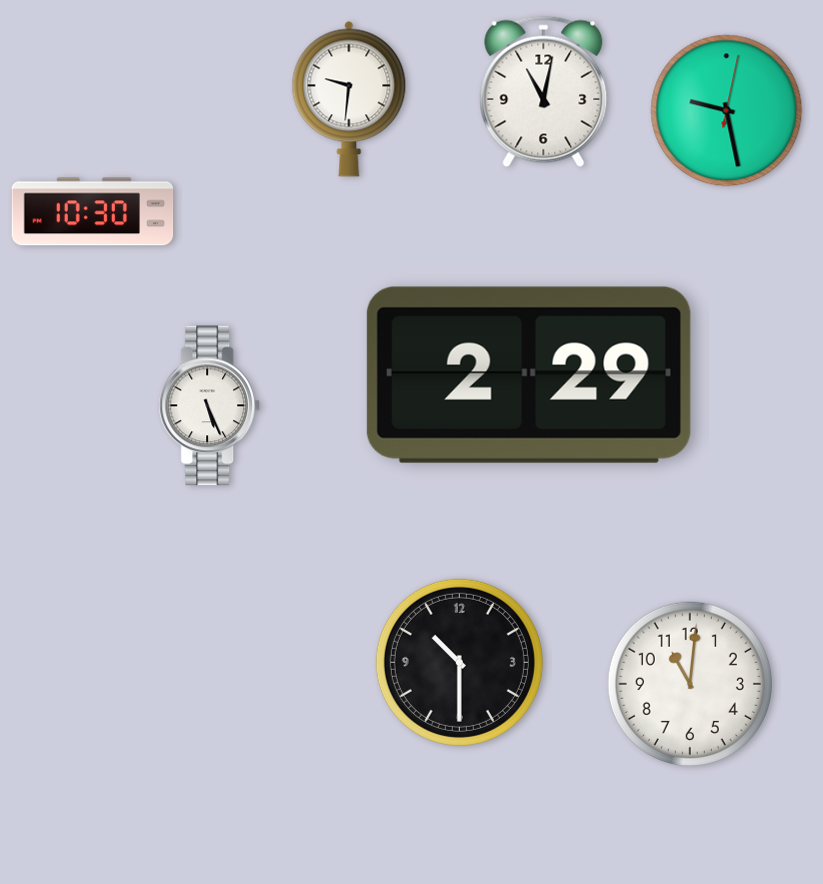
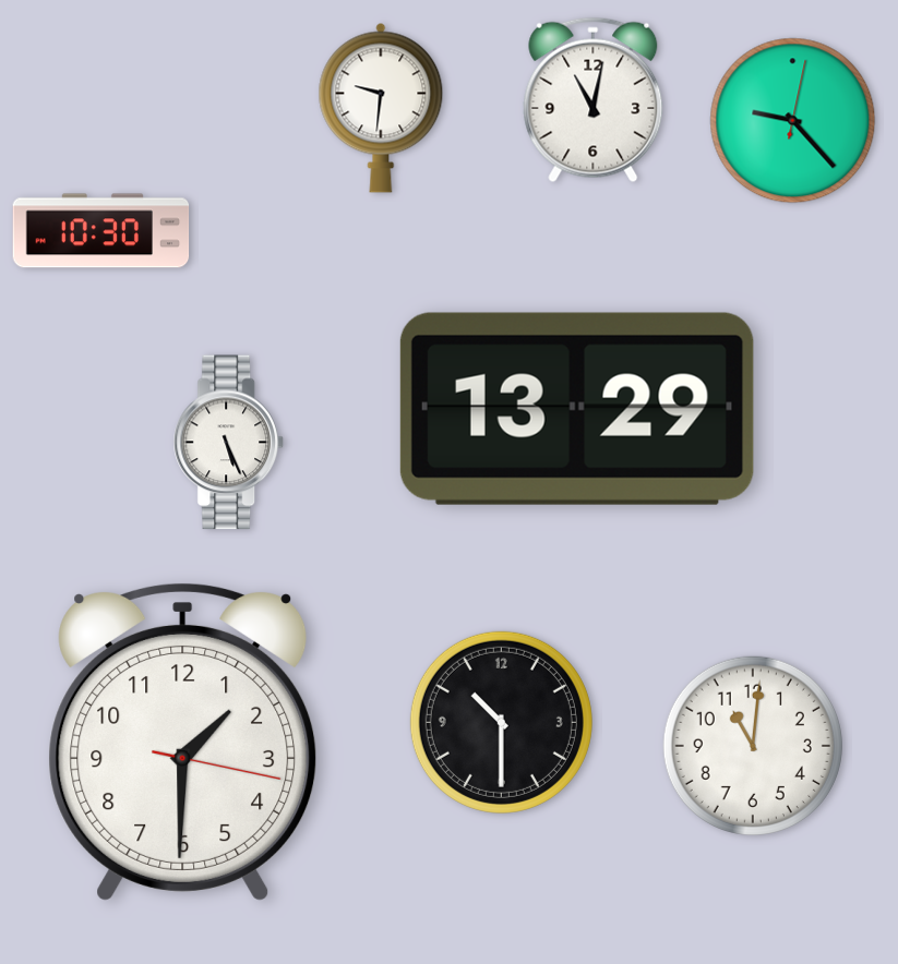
clock at (727, 111): 9:28 -> 9:23
clock at (529, 375): 2:29 -> 13:29
clock at (183, 742): none -> 1:30
